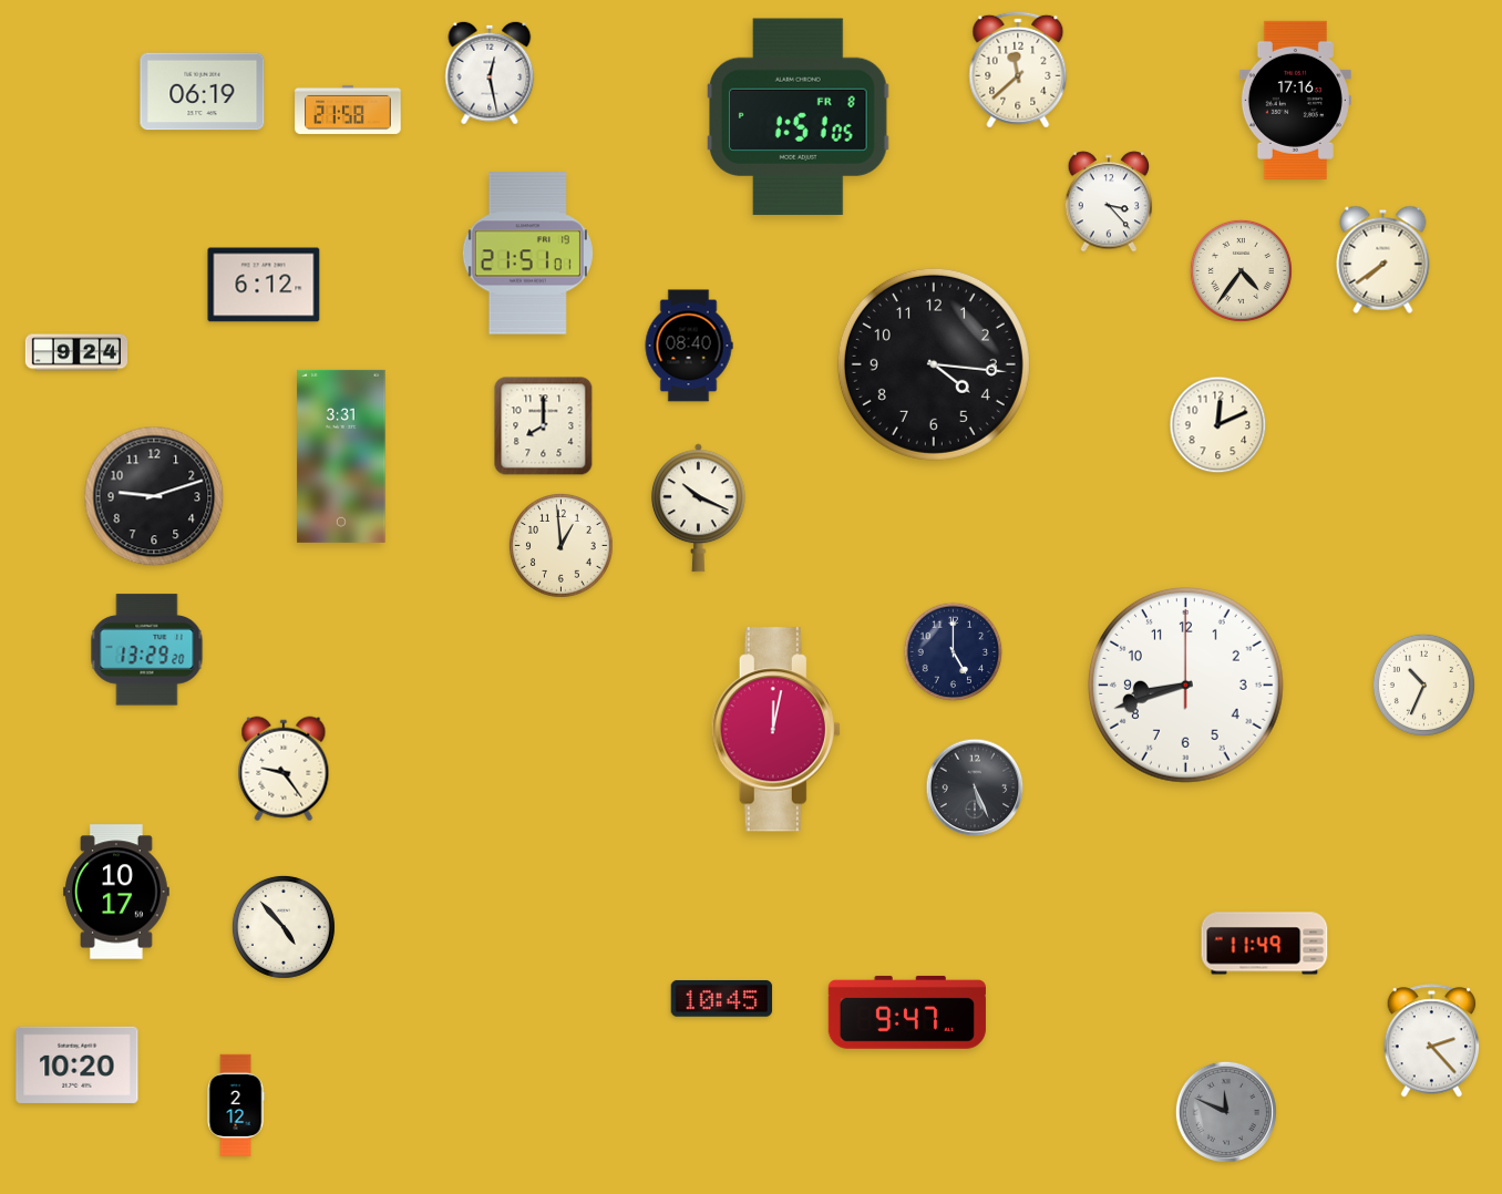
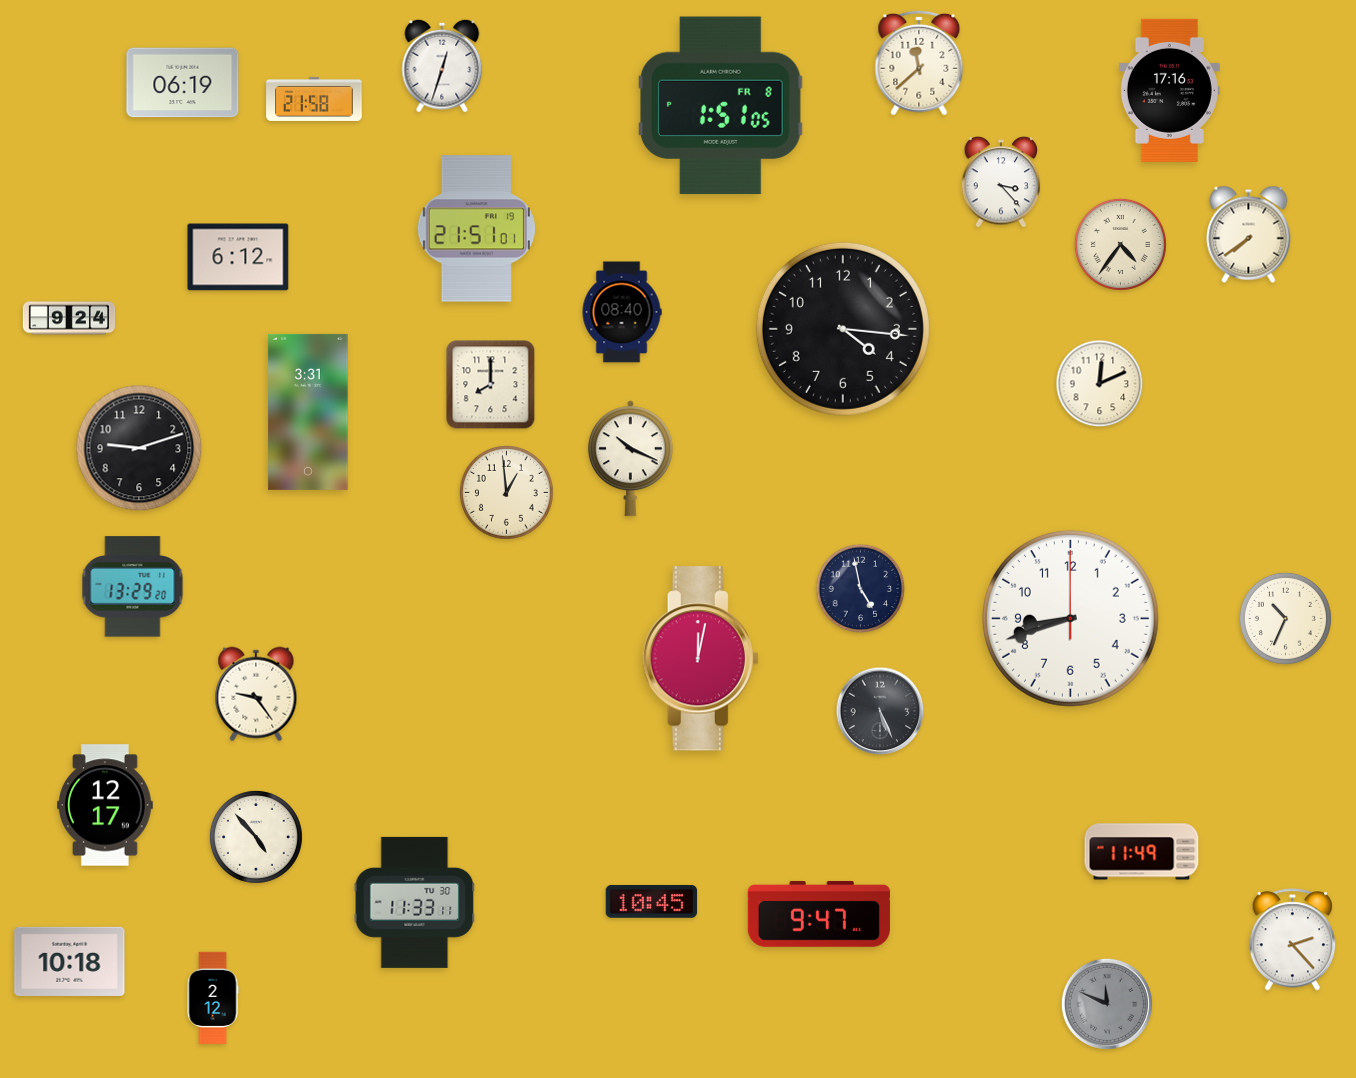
clock at (490, 73): 12:28 -> 12:33
clock at (954, 652): 5:00 -> 4:58
clock at (117, 892): 10:17 -> 12:17
clock at (415, 902): none -> 11:33
clock at (78, 1064): 10:20 -> 10:18
